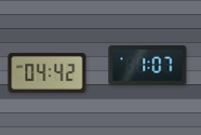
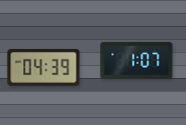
clock at (48, 72): 04:42 -> 04:39
